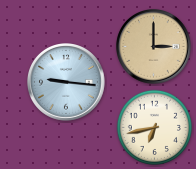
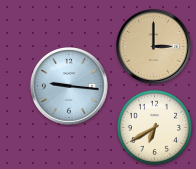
clock at (67, 83) position: (67, 83) -> (70, 87)
clock at (154, 127): 6:43 -> 6:40
